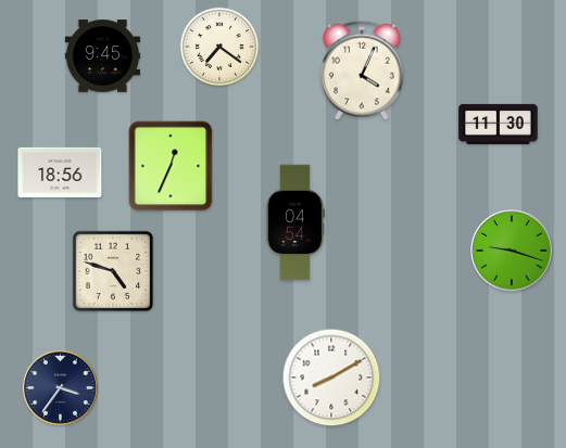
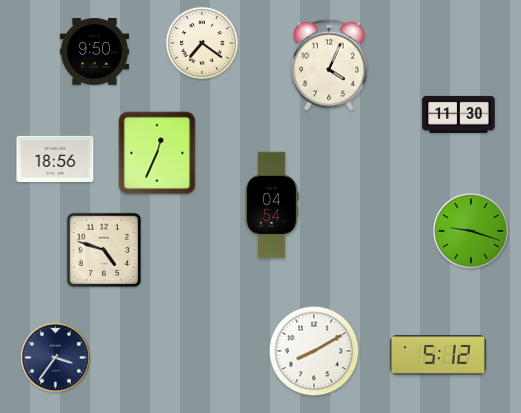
clock at (102, 56): 9:45 -> 9:50
clock at (362, 71) position: (362, 71) -> (329, 65)
clock at (331, 377) position: (331, 377) -> (314, 351)
clock at (438, 355): none -> 5:12
